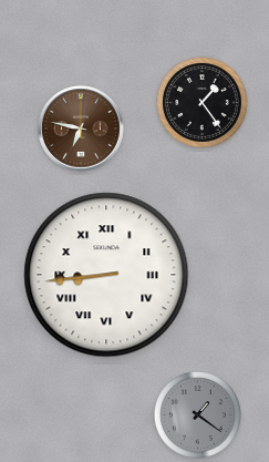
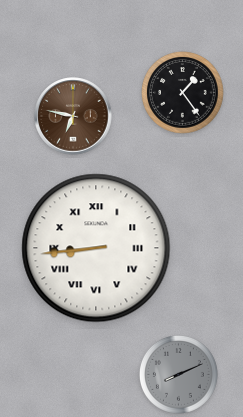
clock at (197, 414): 1:21 -> 8:11
